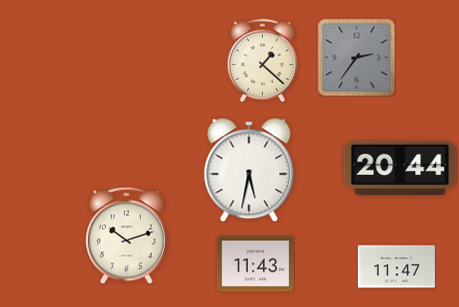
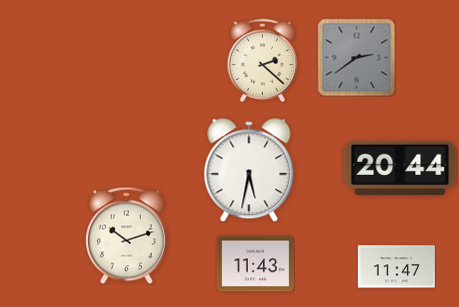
clock at (356, 57): 2:36 -> 2:39
clock at (263, 60): 1:22 -> 2:22
